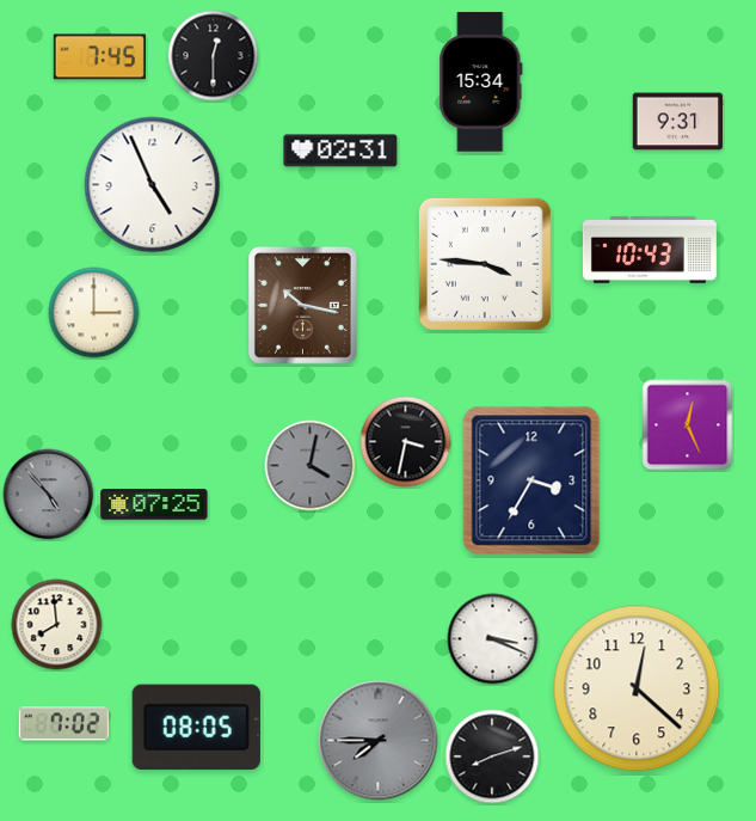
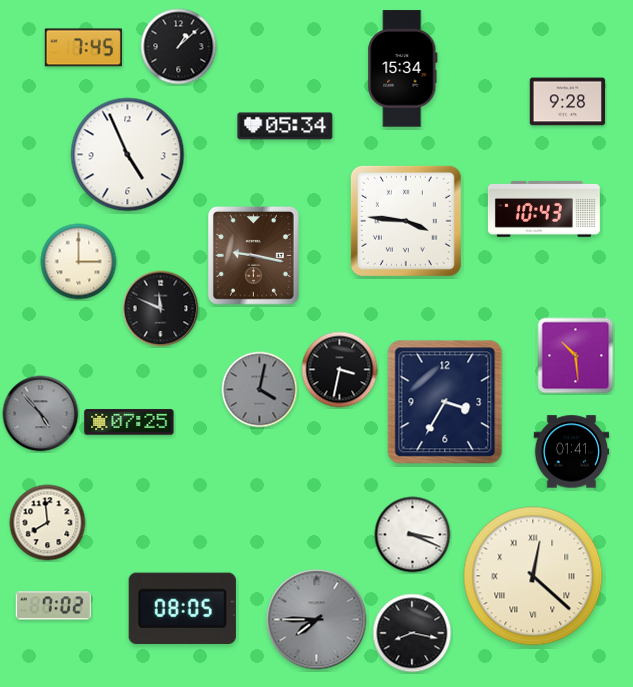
clock at (214, 56): 12:30 -> 1:08
clock at (678, 122): 9:31 -> 9:28
clock at (340, 151): 02:31 -> 05:34
clock at (302, 305): 10:17 -> 9:17
clock at (161, 309): none -> 11:49
clock at (688, 425): 12:26 -> 10:29
clock at (572, 452): none -> 01:41
clock at (637, 688) numerals: Arabic -> Roman
clock at (196, 727) position: (196, 727) -> (182, 608)
clock at (492, 756): 8:12 -> 8:17
